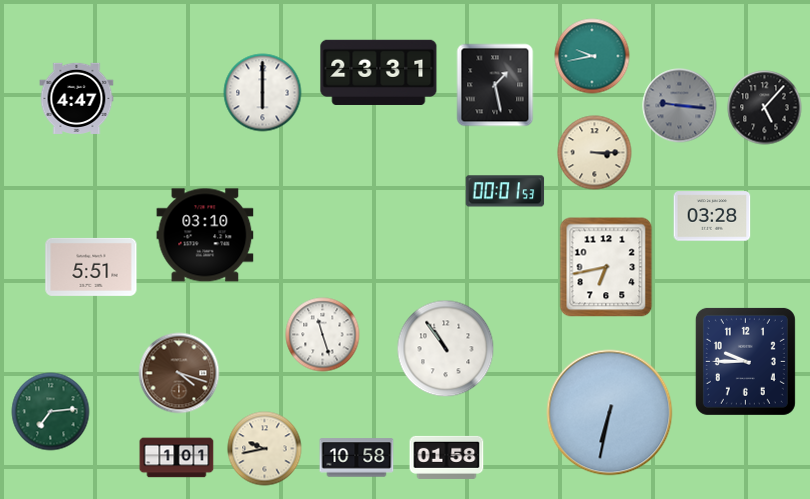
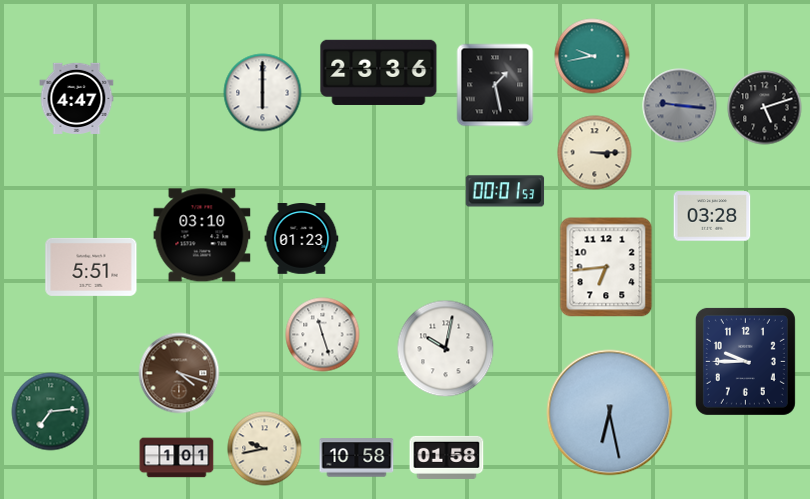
clock at (379, 72): 23:31 -> 23:36
clock at (765, 108): 5:07 -> 5:12
clock at (205, 235) position: (205, 235) -> (202, 235)
clock at (302, 239): none -> 01:23
clock at (606, 267): 6:43 -> 6:44
clock at (446, 349): 10:54 -> 10:02
clock at (610, 413): 6:32 -> 6:28
